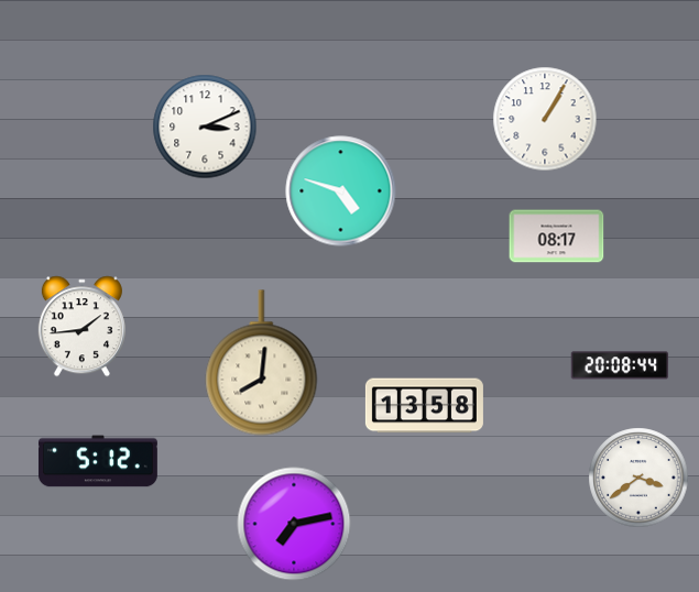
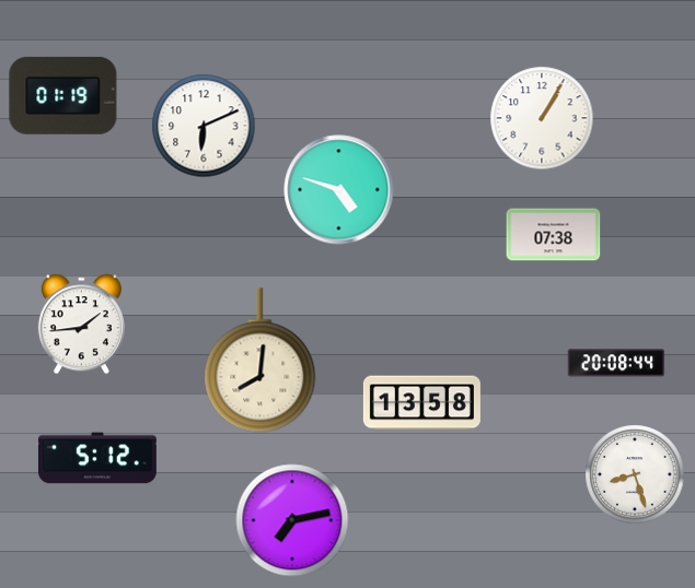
clock at (63, 95): none -> 01:19
clock at (205, 127): 3:11 -> 6:11
clock at (557, 237): 08:17 -> 07:38
clock at (638, 478): 3:39 -> 8:27
